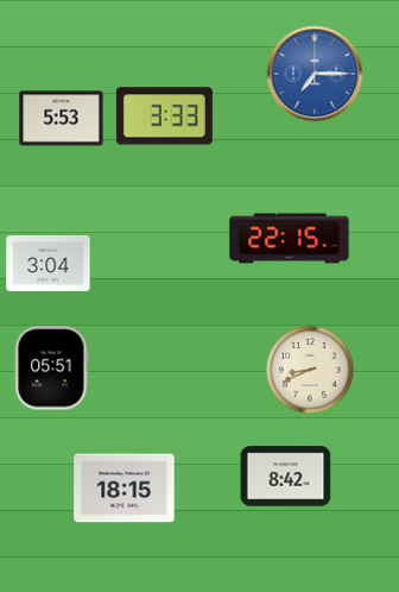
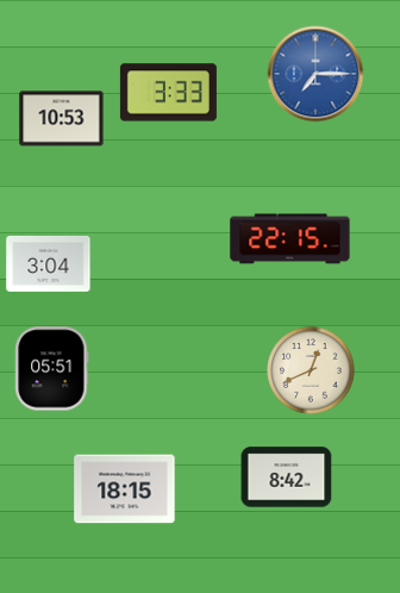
clock at (164, 116) position: (164, 116) -> (168, 93)
clock at (62, 119): 5:53 -> 10:53
clock at (310, 370): 8:41 -> 12:41
